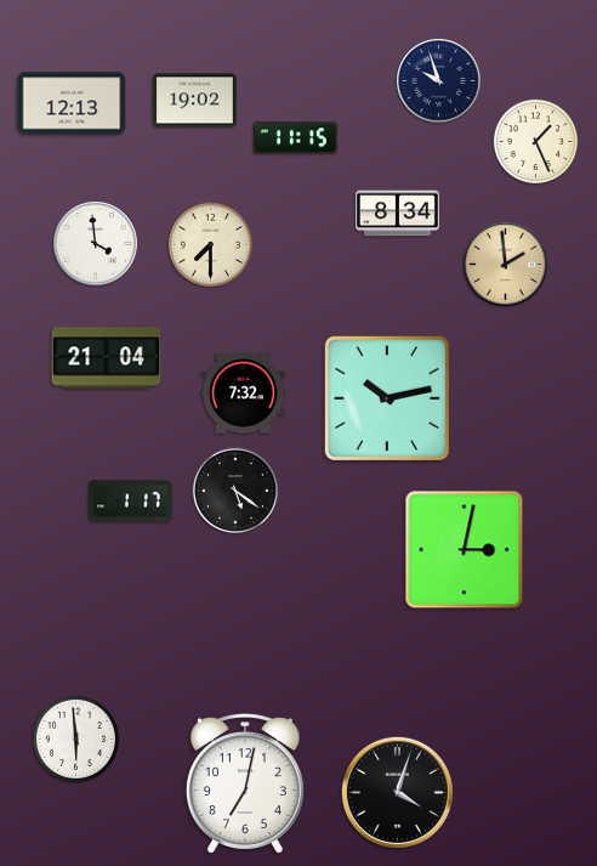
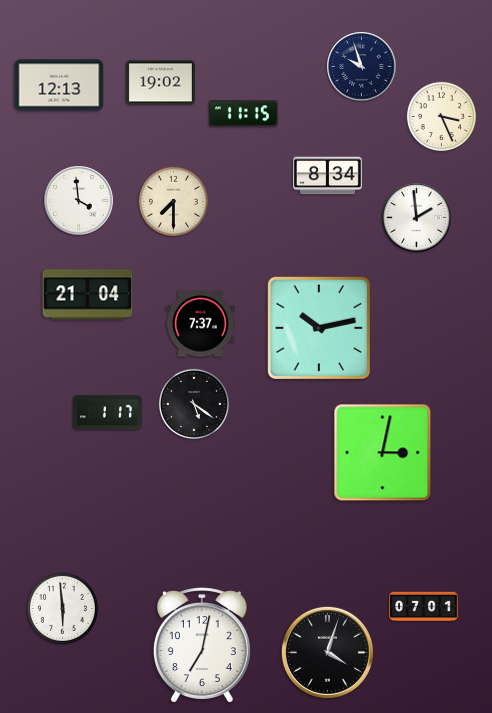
clock at (536, 142): 1:26 -> 3:26
clock at (506, 265) dial: champagne -> white
clock at (243, 394): 7:32 -> 7:37
clock at (424, 607): none -> 07:01
